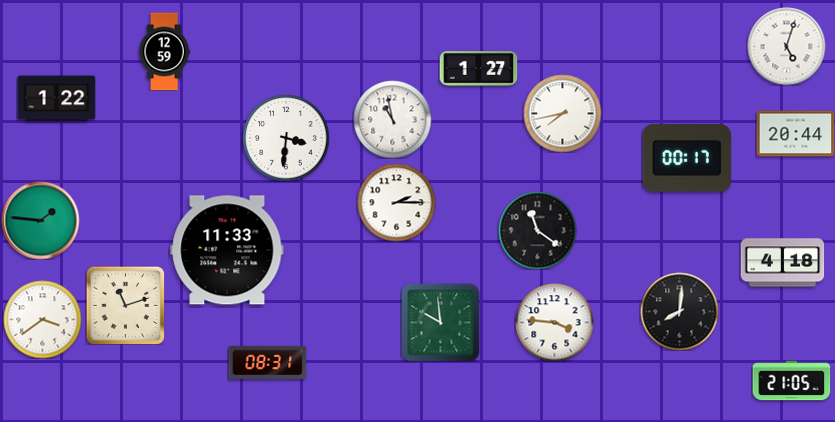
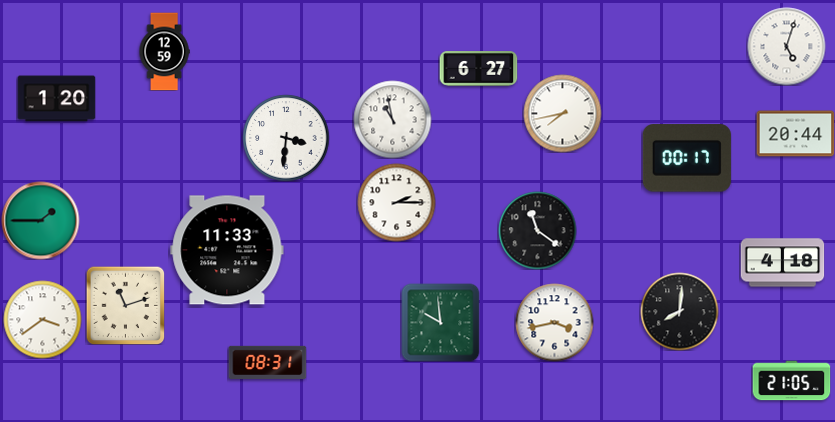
clock at (478, 69): 1:27 -> 6:27
clock at (56, 99): 1:22 -> 1:20
clock at (40, 220): 1:46 -> 1:45
clock at (554, 322): 3:46 -> 3:43
